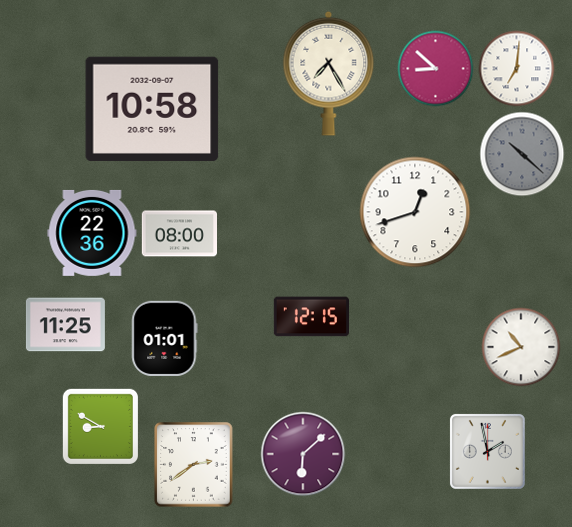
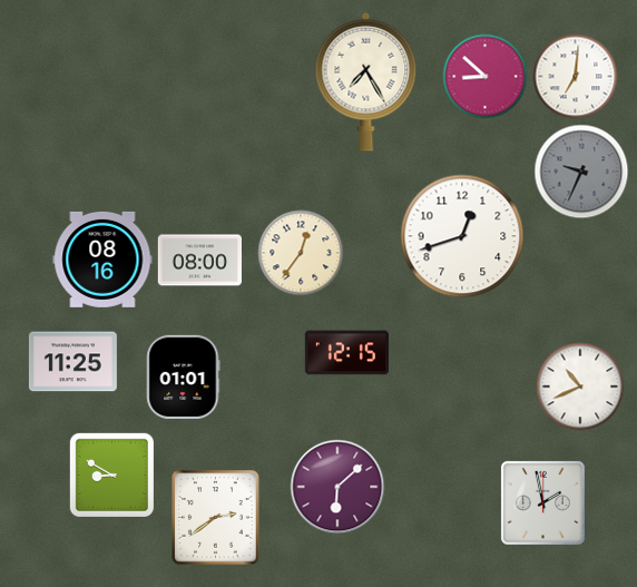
clock at (152, 109): 10:58 -> none
clock at (522, 154): 10:22 -> 9:34
clock at (301, 253): none -> 12:36
clock at (92, 233): 22:36 -> 08:16
clock at (303, 454) position: (303, 454) -> (337, 487)
